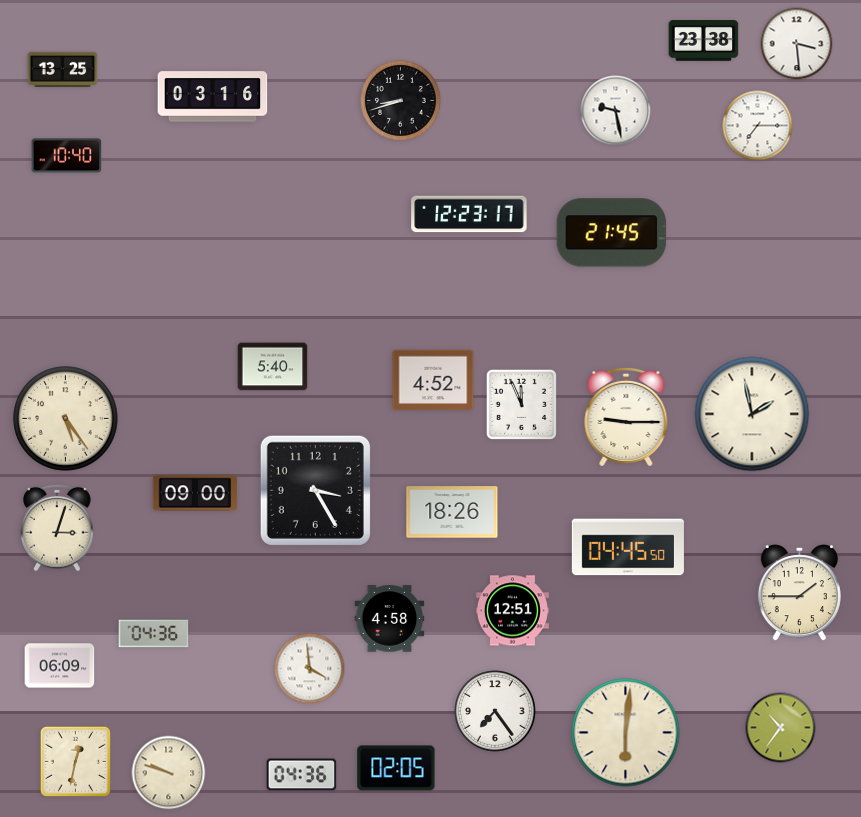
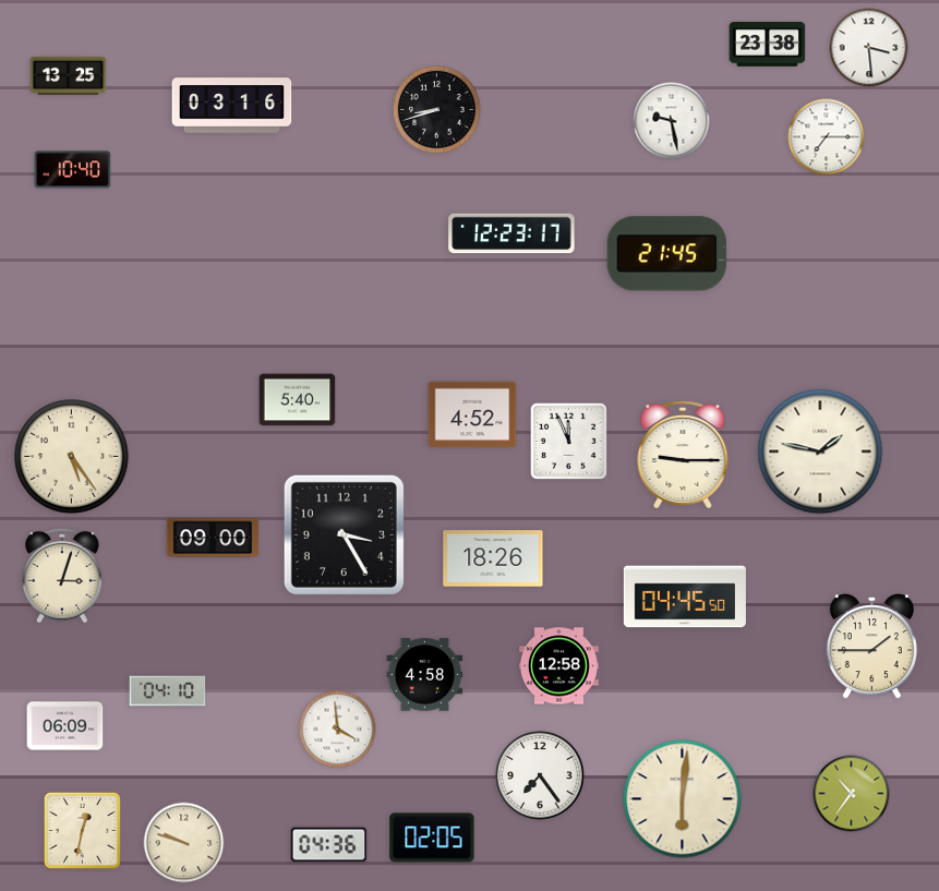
clock at (752, 414): 1:58 -> 1:47
clock at (512, 611): 12:51 -> 12:58
clock at (154, 634): 04:36 -> 04:10
